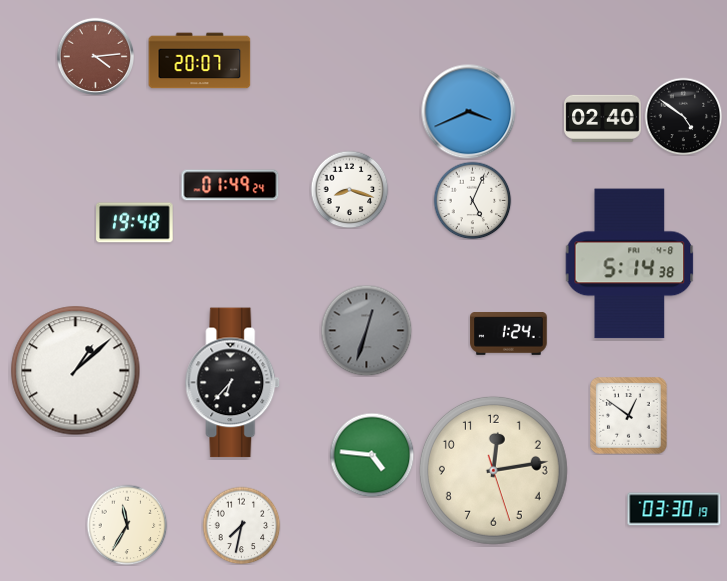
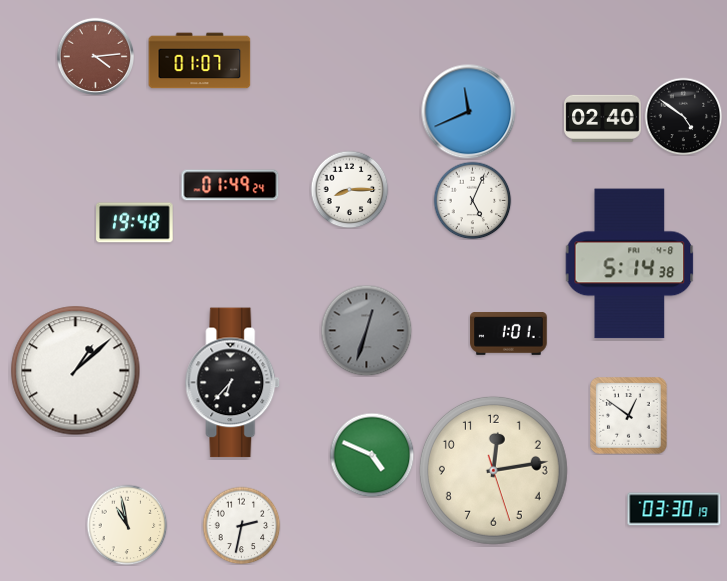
clock at (200, 61): 20:07 -> 01:07
clock at (468, 111): 3:41 -> 11:41
clock at (349, 189): 8:18 -> 8:15
clock at (509, 334): 1:24 -> 1:01
clock at (372, 455): 4:46 -> 4:49
clock at (127, 525): 11:35 -> 10:58
clock at (241, 525): 7:32 -> 2:32
